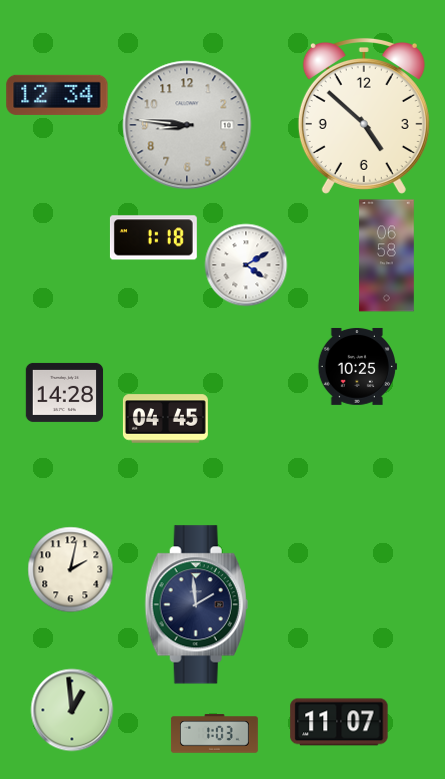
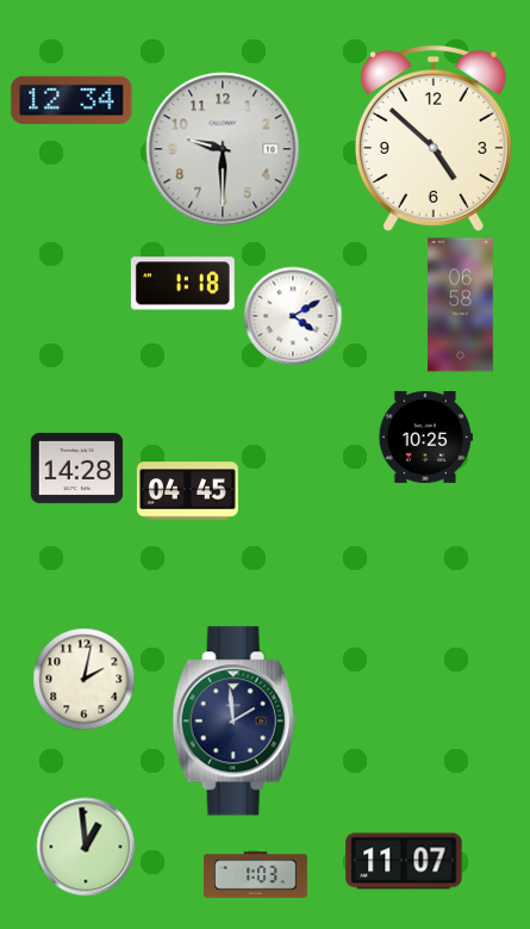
clock at (57, 95) position: (57, 95) -> (71, 100)
clock at (187, 125): 8:46 -> 9:30
clock at (165, 419) position: (165, 419) -> (187, 491)
